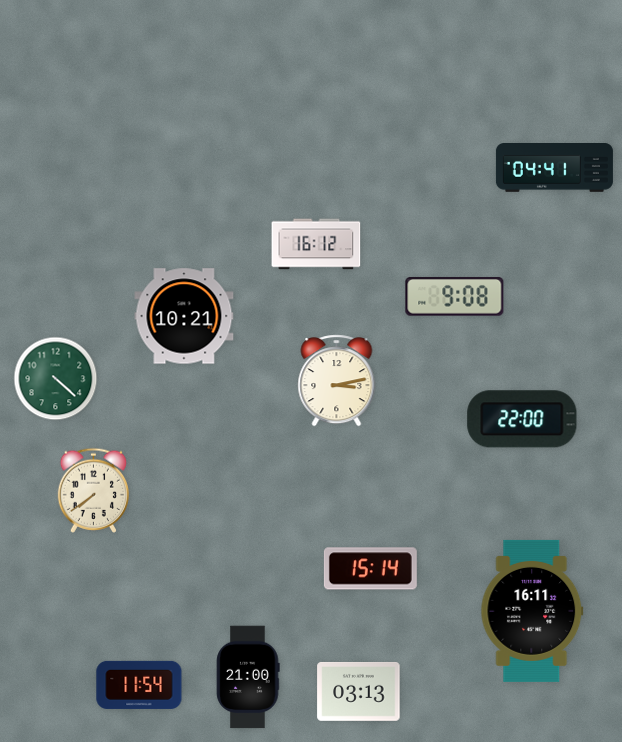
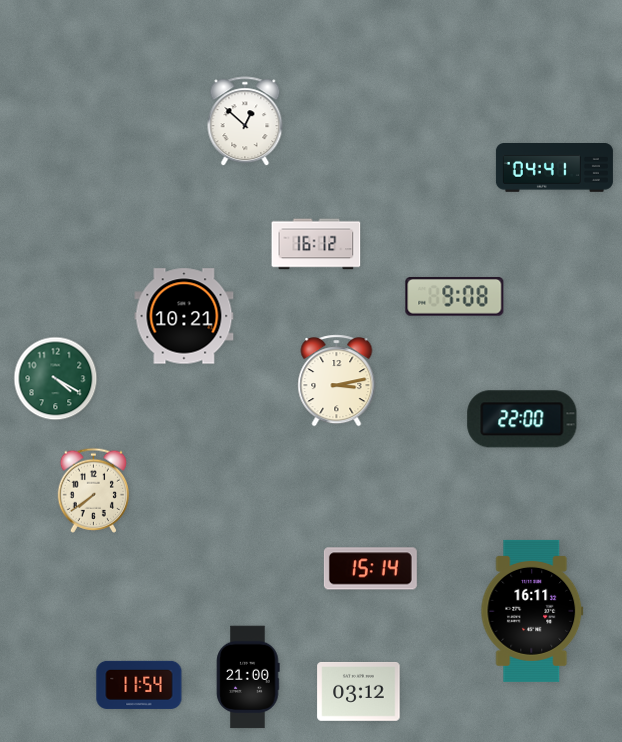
clock at (245, 122): none -> 12:52
clock at (56, 379): 4:22 -> 4:20
clock at (359, 691): 03:13 -> 03:12
